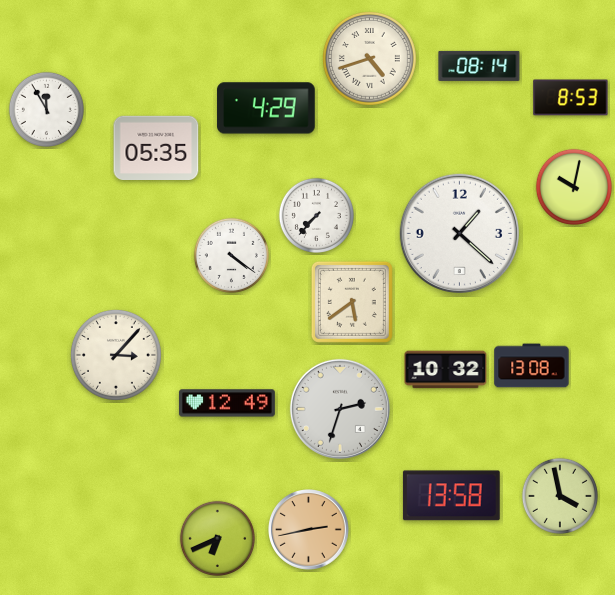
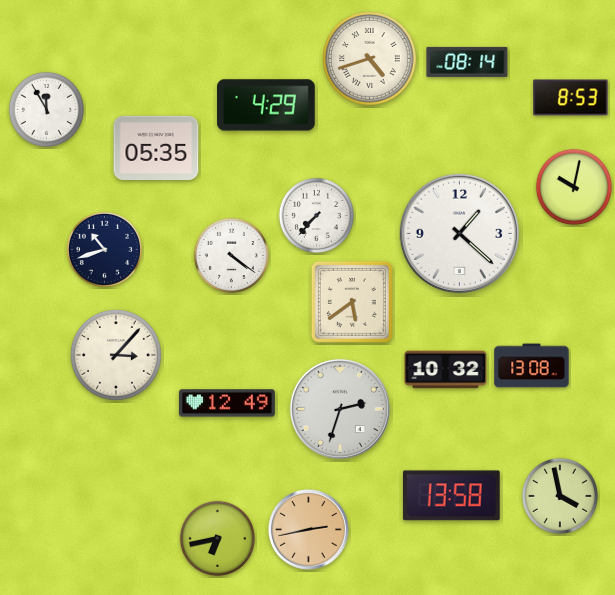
clock at (479, 66) position: (479, 66) -> (467, 62)
clock at (266, 108) position: (266, 108) -> (266, 105)
clock at (104, 249): none -> 10:42
clock at (217, 538): 6:41 -> 6:43
